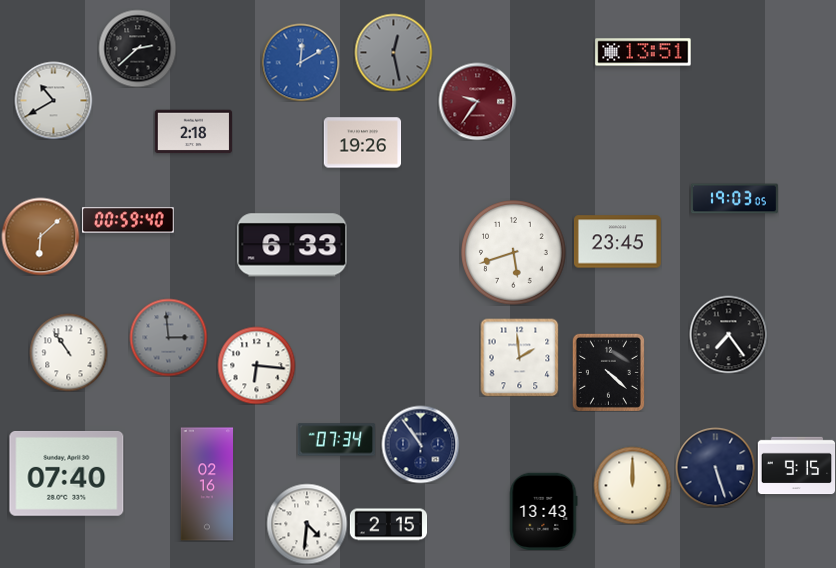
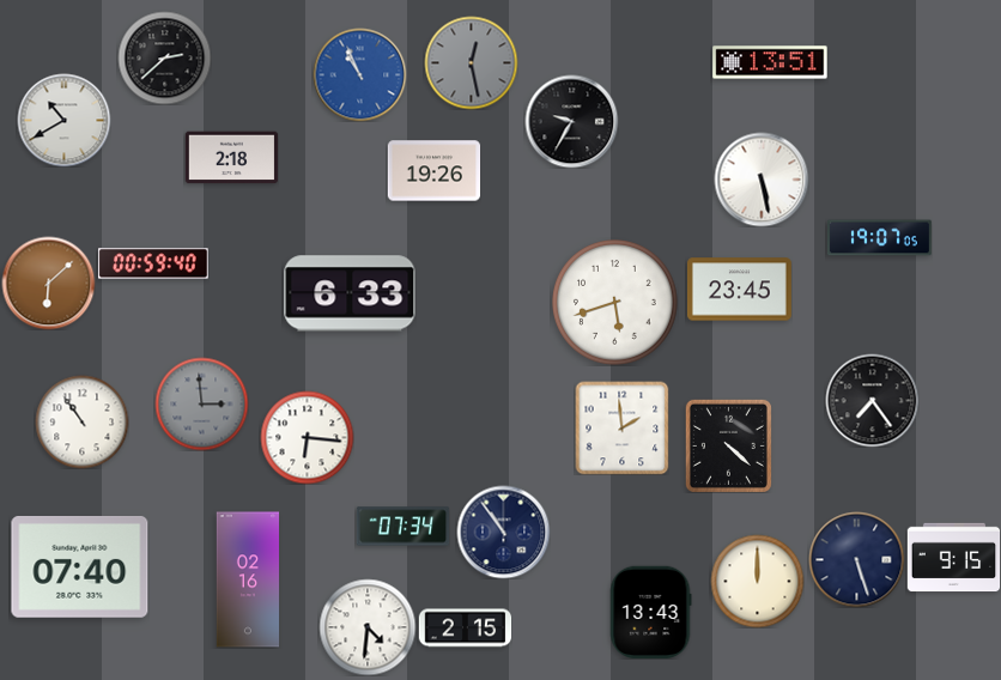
clock at (300, 62): 12:10 -> 10:56
clock at (477, 101): 9:36 -> 9:35
clock at (477, 101) dial: burgundy -> black
clock at (762, 180): none -> 5:28
clock at (734, 199): 19:03 -> 19:07
